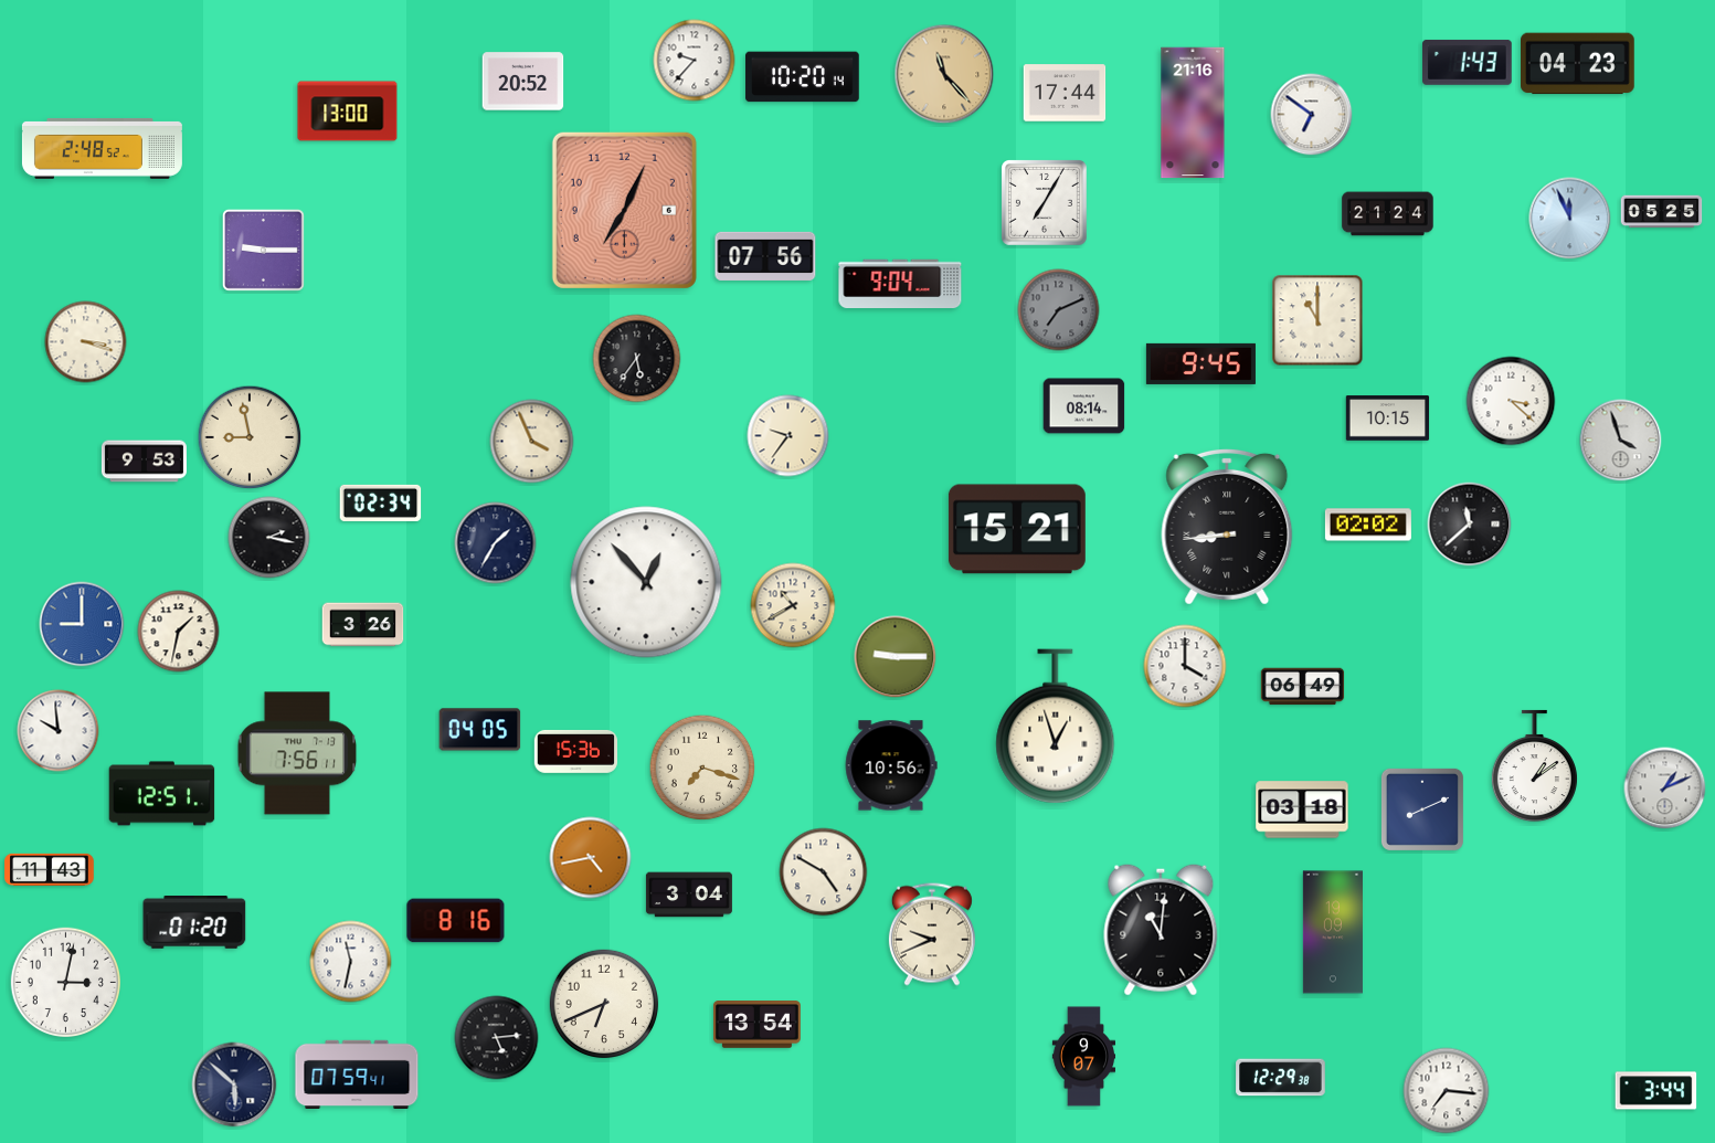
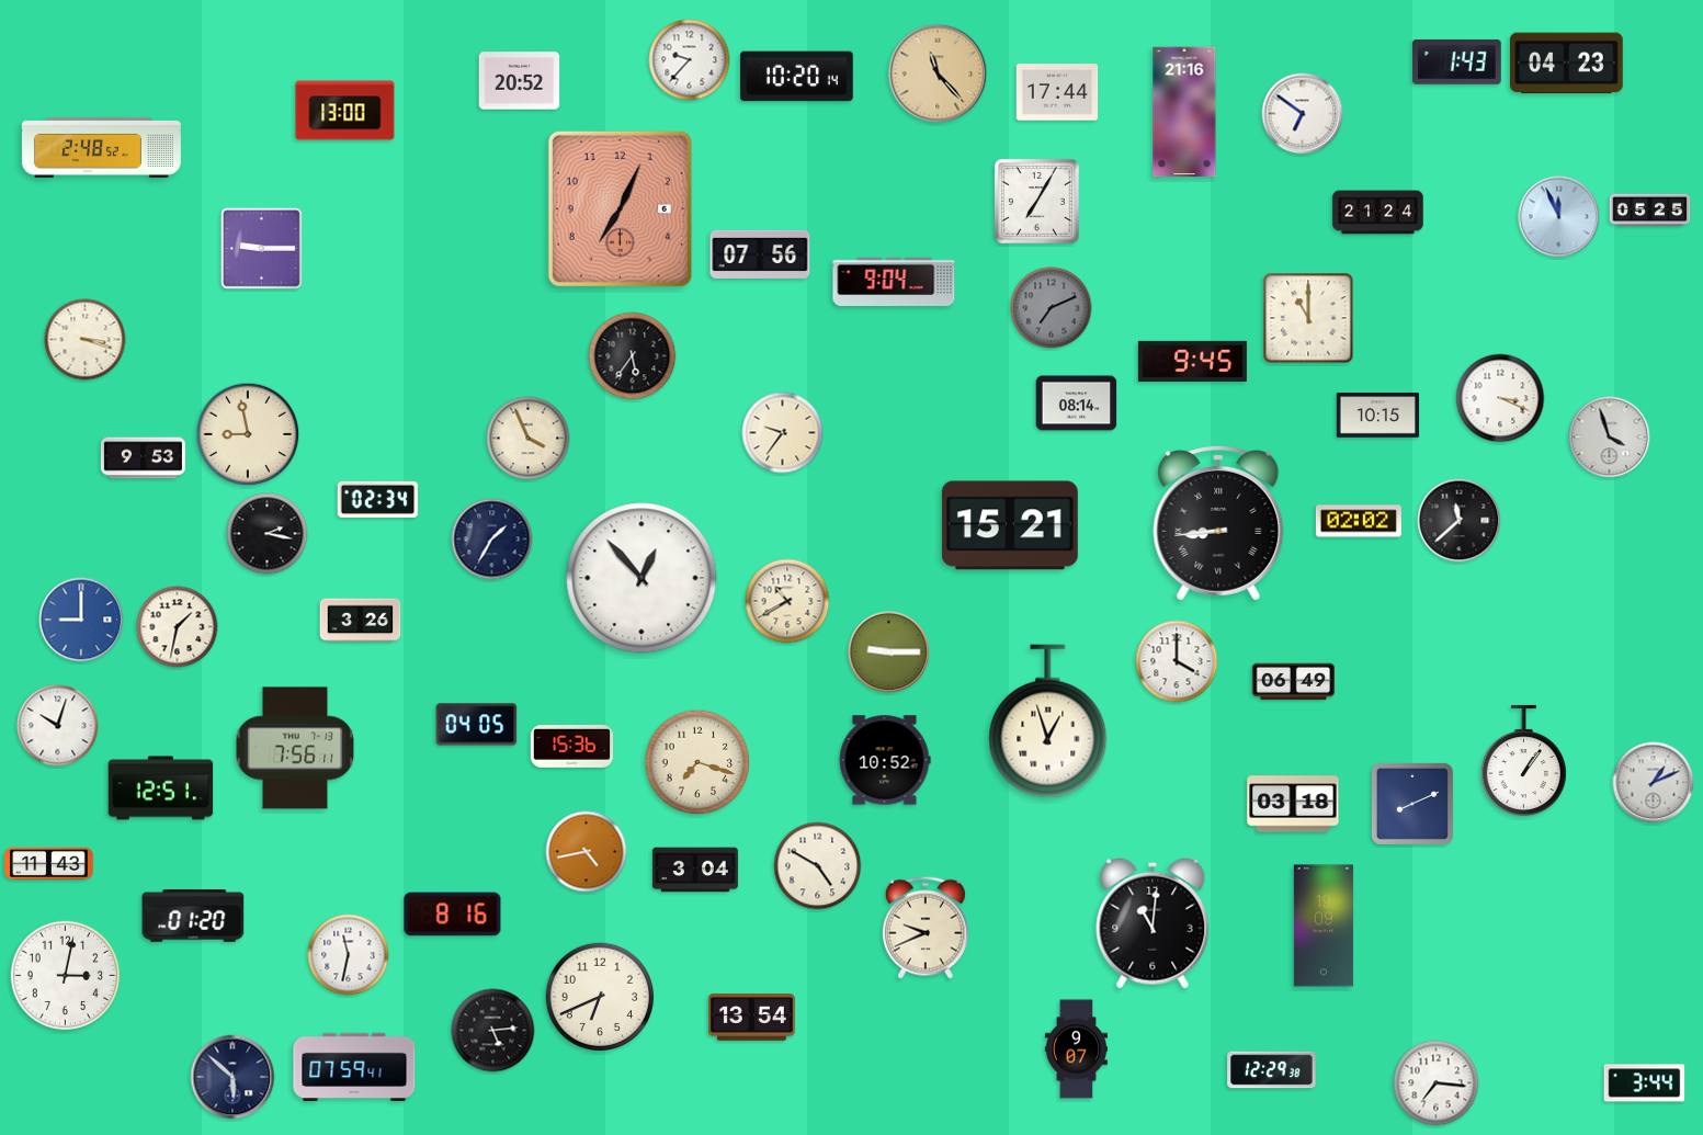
clock at (1511, 401): 3:22 -> 3:19
clock at (59, 731): 9:59 -> 10:03
clock at (891, 765): 10:56 -> 10:52
clock at (1534, 766): 1:09 -> 1:06
clock at (689, 895) position: (689, 895) -> (695, 870)
